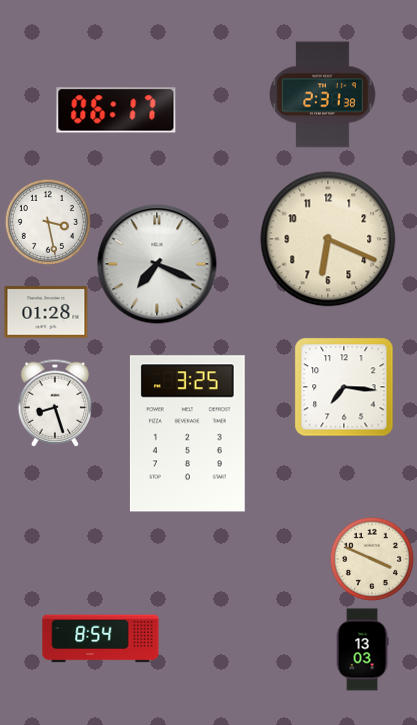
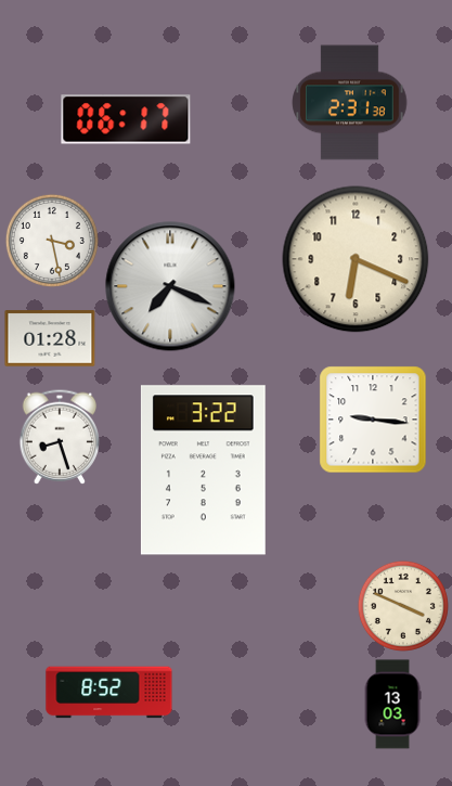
clock at (344, 387): 7:16 -> 9:16
clock at (187, 434): 3:25 -> 3:22
clock at (101, 639): 8:54 -> 8:52
